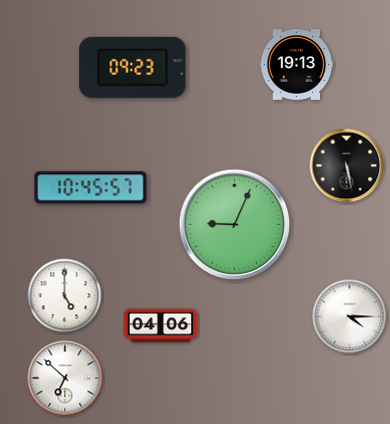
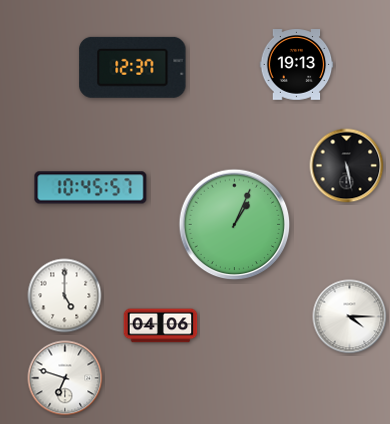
clock at (133, 67): 09:23 -> 12:37
clock at (235, 225): 9:04 -> 1:04
clock at (65, 378): 6:52 -> 6:48
